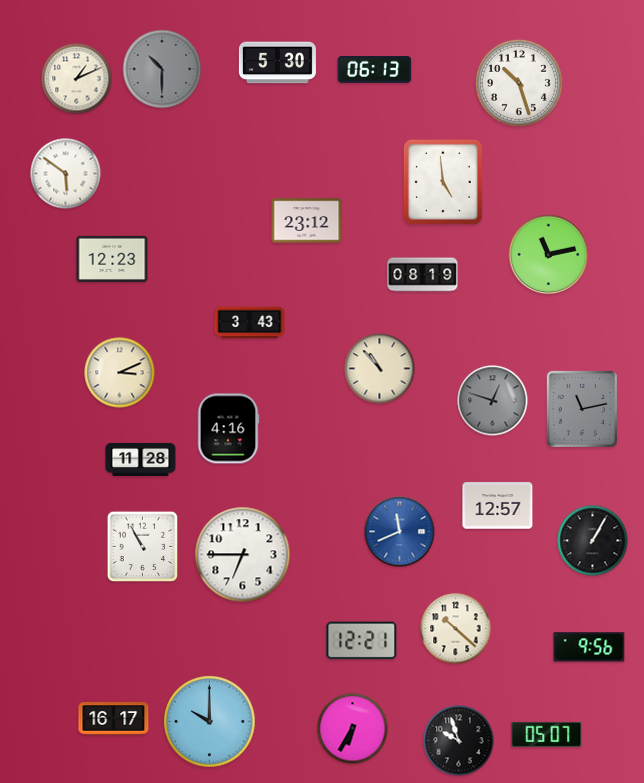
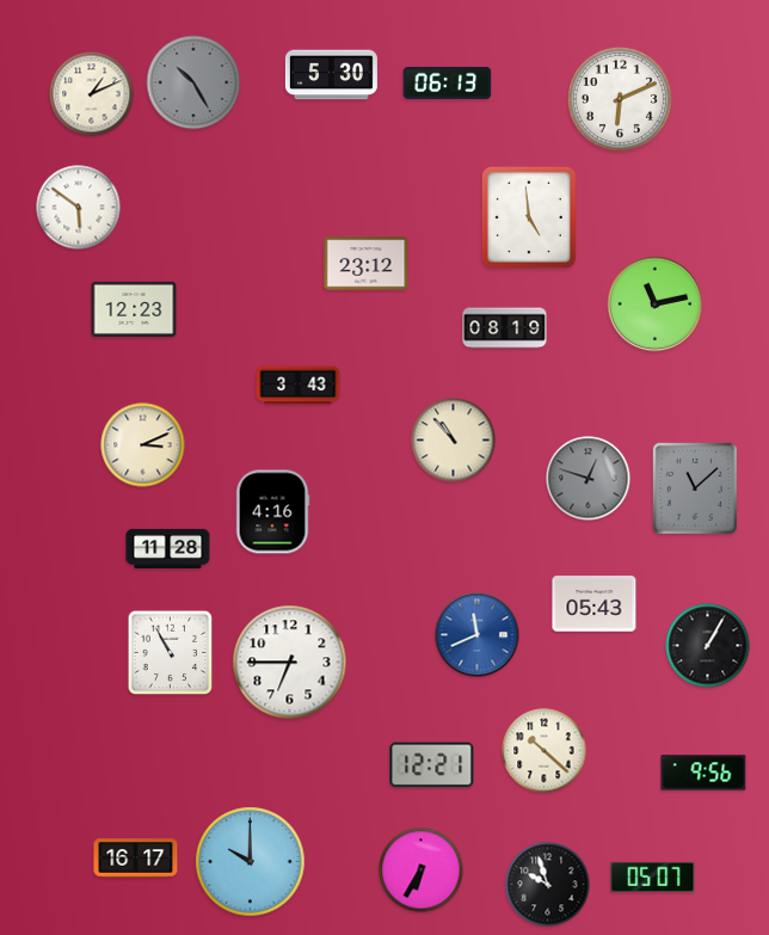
clock at (162, 69): 10:30 -> 10:25
clock at (519, 83): 10:27 -> 6:11
clock at (582, 409): 11:13 -> 11:08
clock at (498, 506): 12:57 -> 05:43
